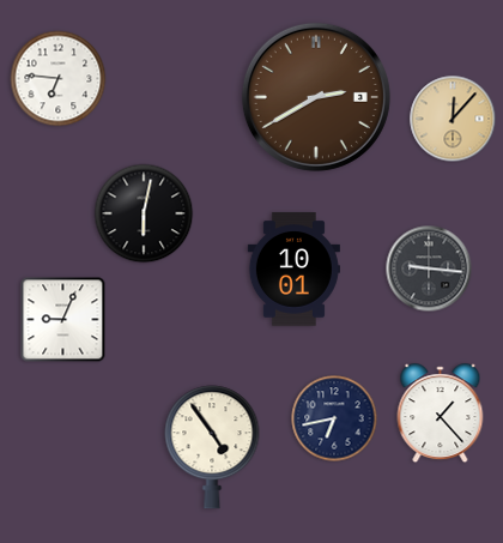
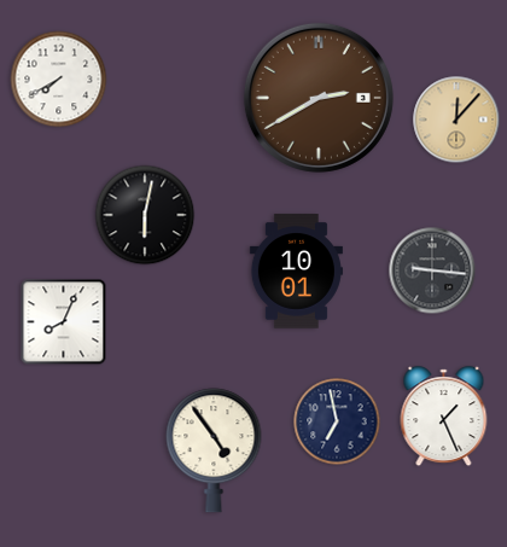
clock at (59, 79): 6:46 -> 7:40
clock at (63, 320): 9:04 -> 8:04
clock at (441, 414): 1:23 -> 1:26
clock at (334, 418): 6:43 -> 6:58
